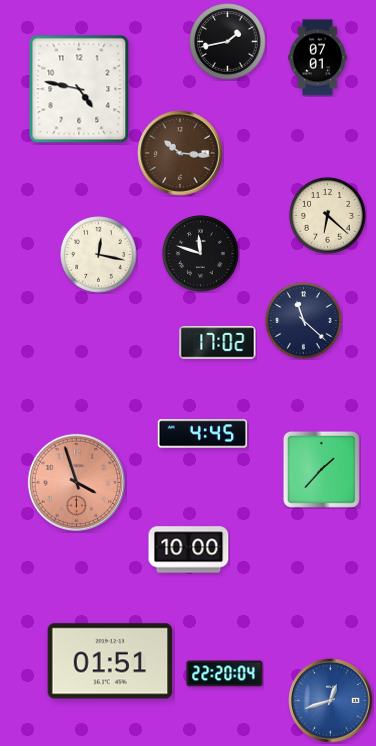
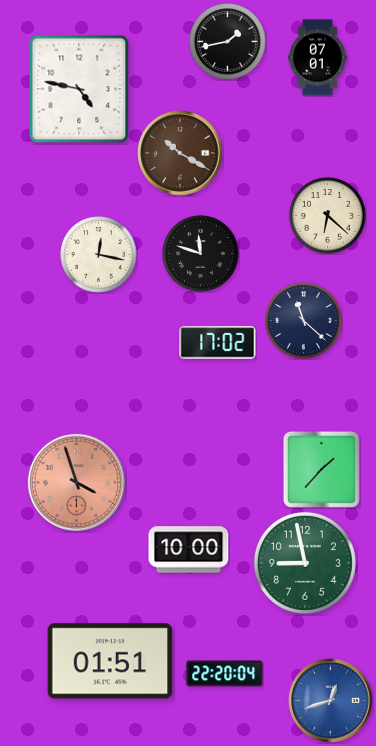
clock at (180, 153): 10:16 -> 10:20
clock at (203, 434): 4:45 -> none
clock at (305, 563): none -> 8:58
